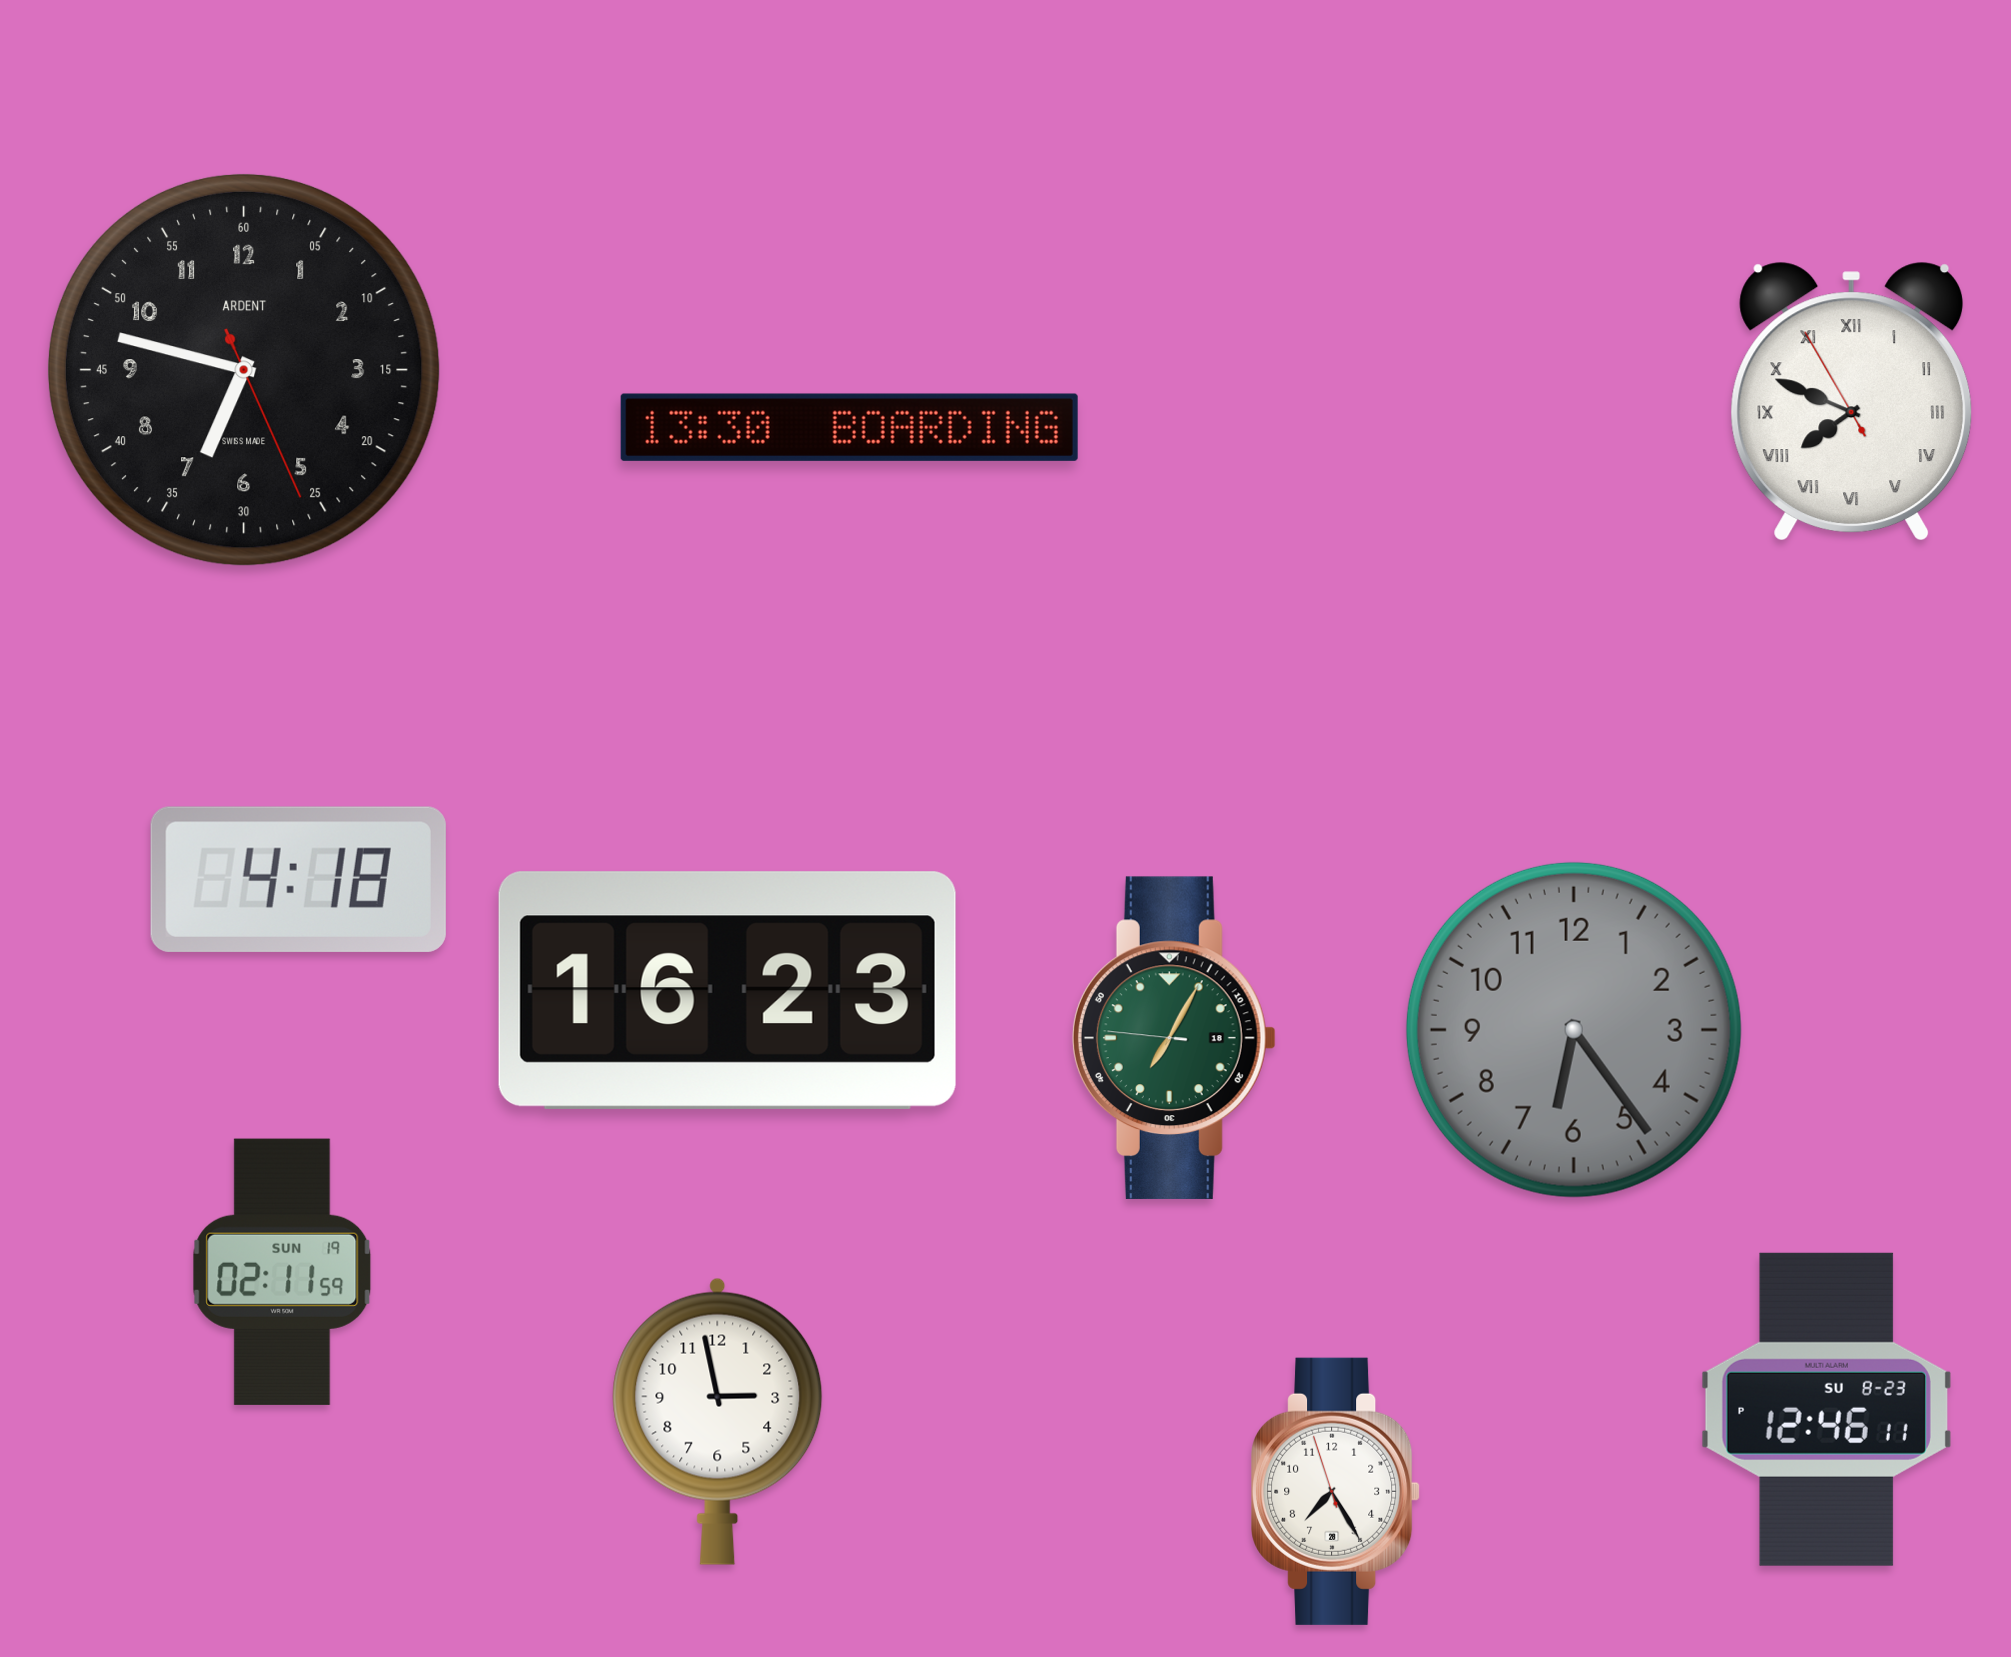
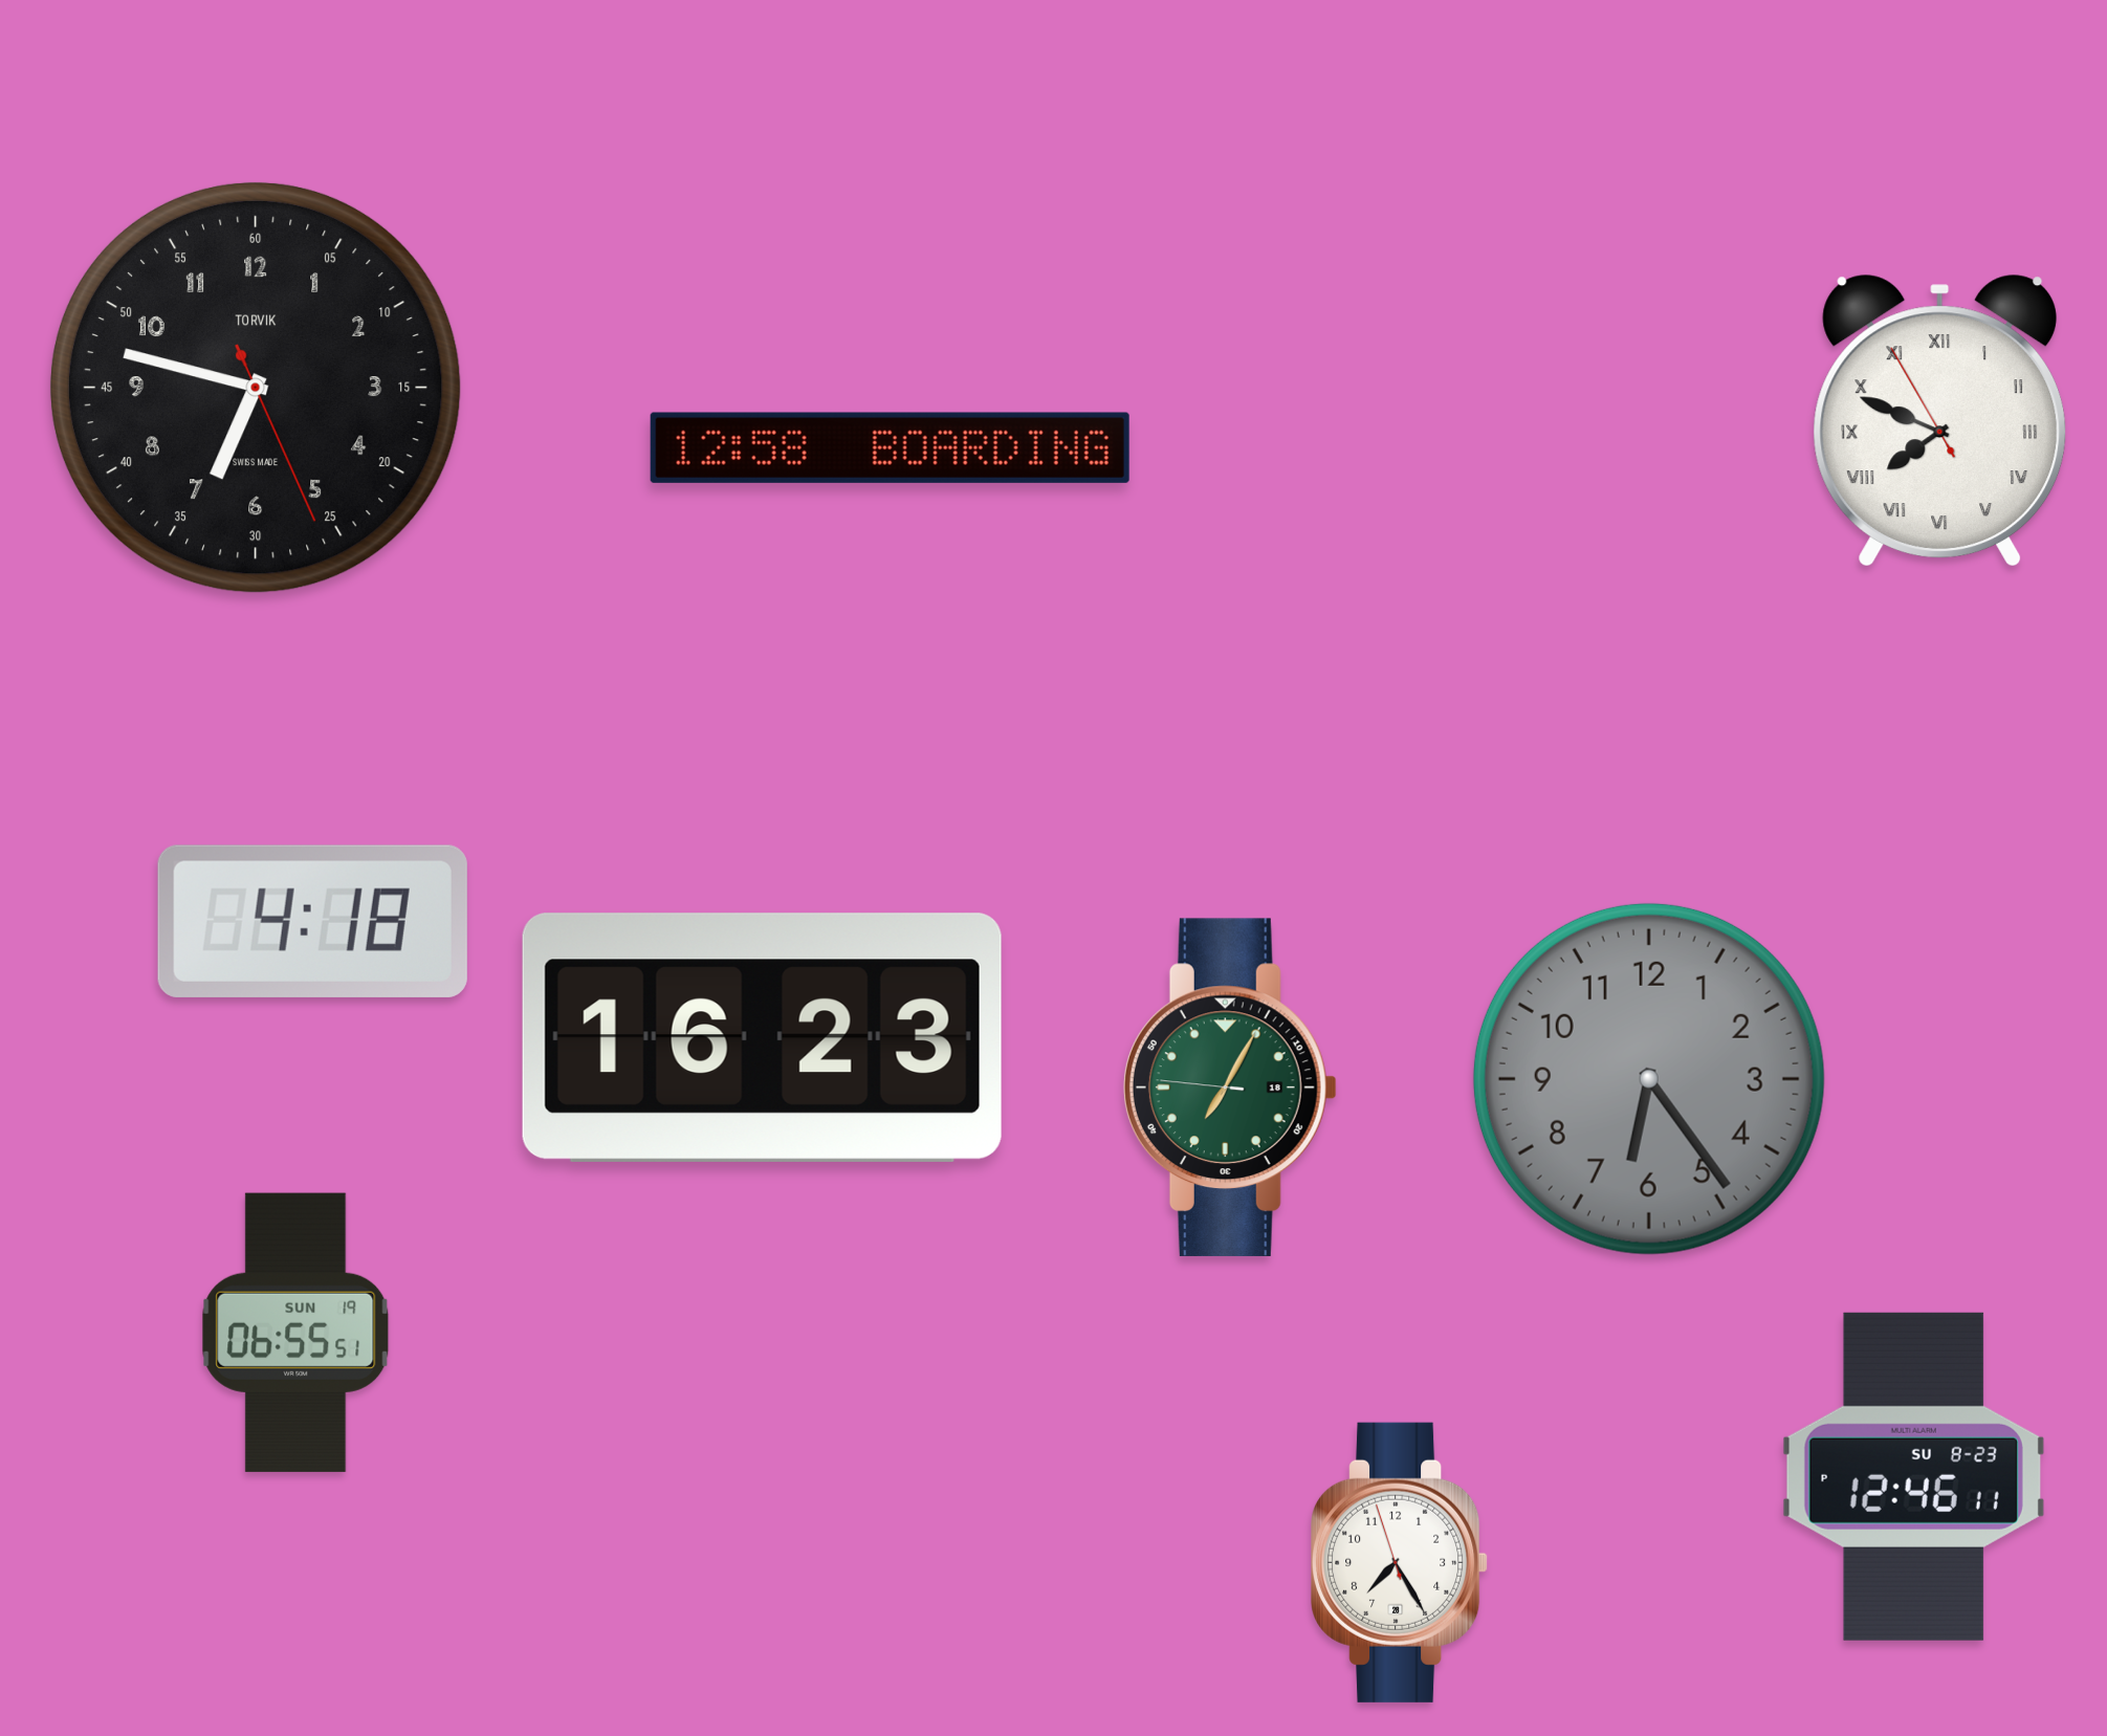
clock at (244, 370) brand: ARDENT -> TORVIK
clock at (849, 427): 13:30 -> 12:58
clock at (282, 1272): 02:11 -> 06:55
clock at (718, 1421): 2:58 -> none
